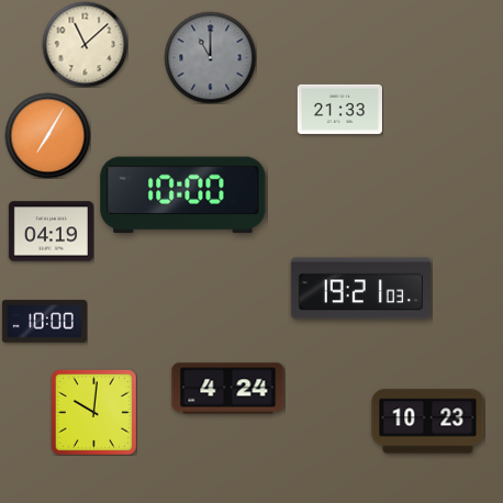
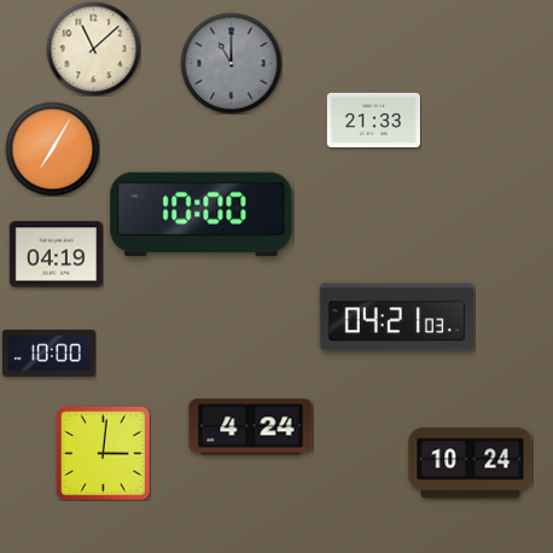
clock at (360, 289): 19:21 -> 04:21
clock at (94, 413): 10:01 -> 3:01
clock at (428, 422): 10:23 -> 10:24
